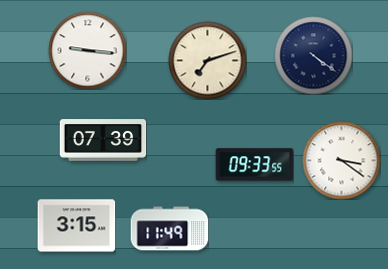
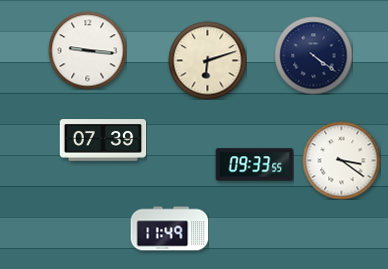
clock at (207, 60): 7:12 -> 6:12
clock at (76, 226): 3:15 -> none
